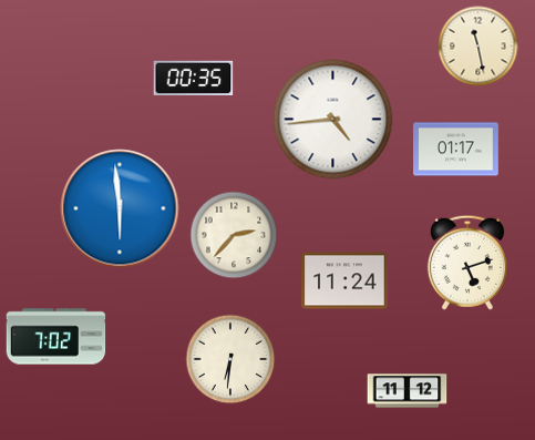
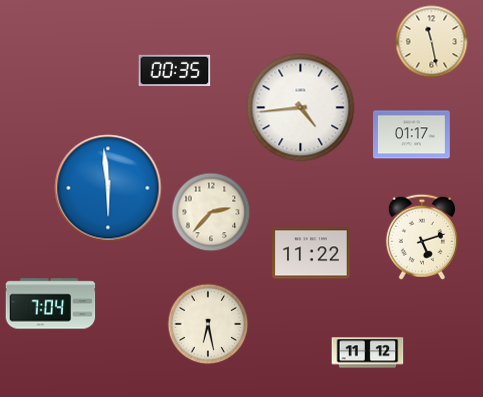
clock at (344, 280): 11:24 -> 11:22
clock at (56, 337): 7:02 -> 7:04
clock at (230, 359): 6:31 -> 6:28
